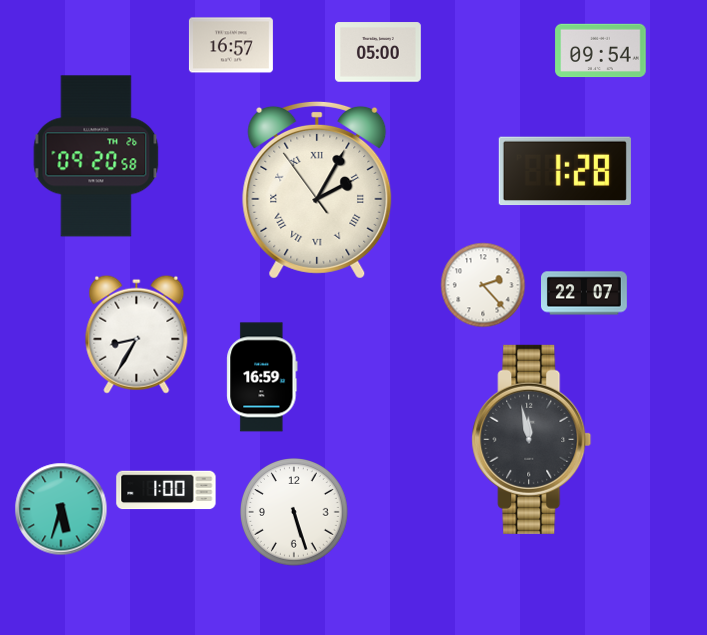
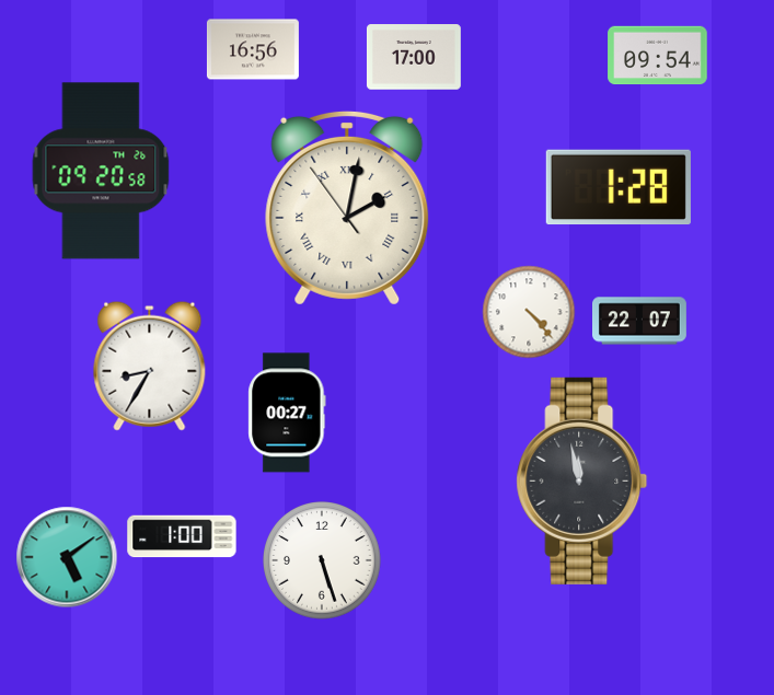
clock at (231, 45): 16:57 -> 16:56
clock at (378, 52): 05:00 -> 17:00
clock at (96, 156) position: (96, 156) -> (101, 171)
clock at (317, 190): 2:04 -> 2:01
clock at (483, 285): 2:23 -> 4:23
clock at (262, 377): 16:59 -> 00:27
clock at (61, 509): 5:33 -> 5:09
